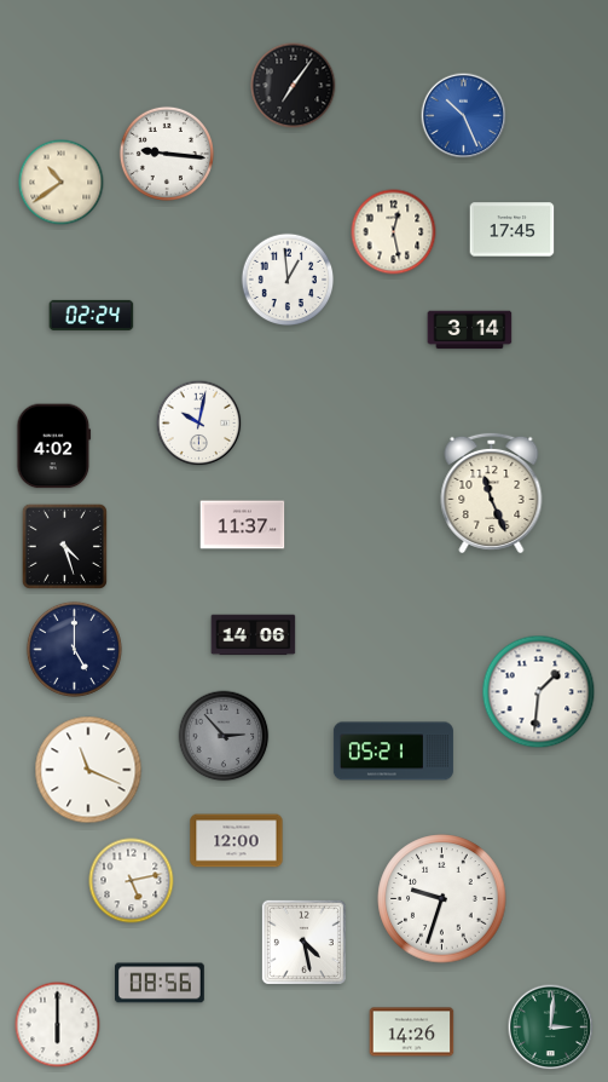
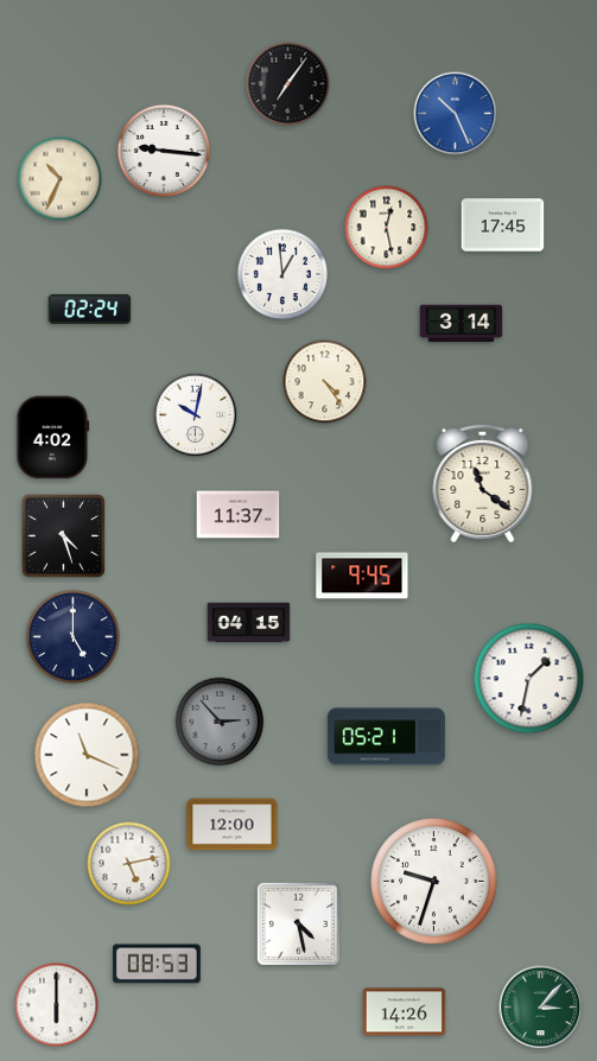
clock at (62, 183): 10:39 -> 10:34
clock at (325, 382): none -> 4:24
clock at (492, 493): 11:26 -> 11:21
clock at (362, 576): none -> 9:45
clock at (254, 635): 14:06 -> 04:15
clock at (539, 692): 1:31 -> 1:32
clock at (161, 983): 08:56 -> 08:53
clock at (551, 1028): 3:01 -> 3:07
